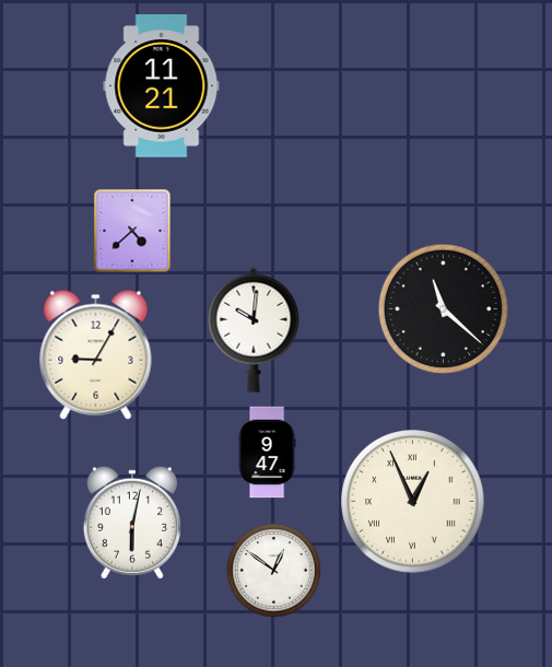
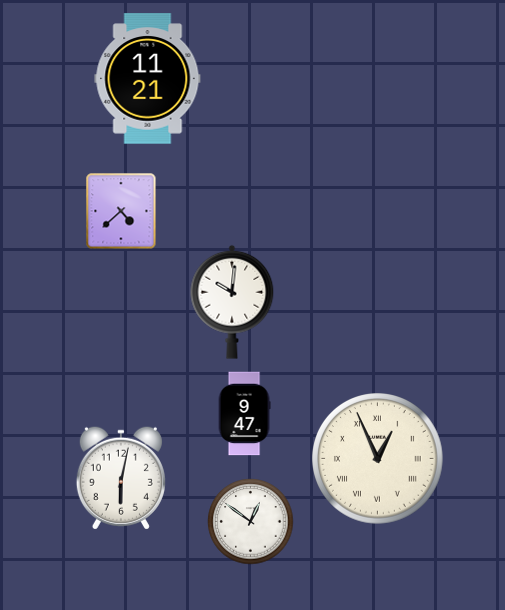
clock at (443, 308): 11:22 -> none
clock at (96, 354): 9:05 -> none
